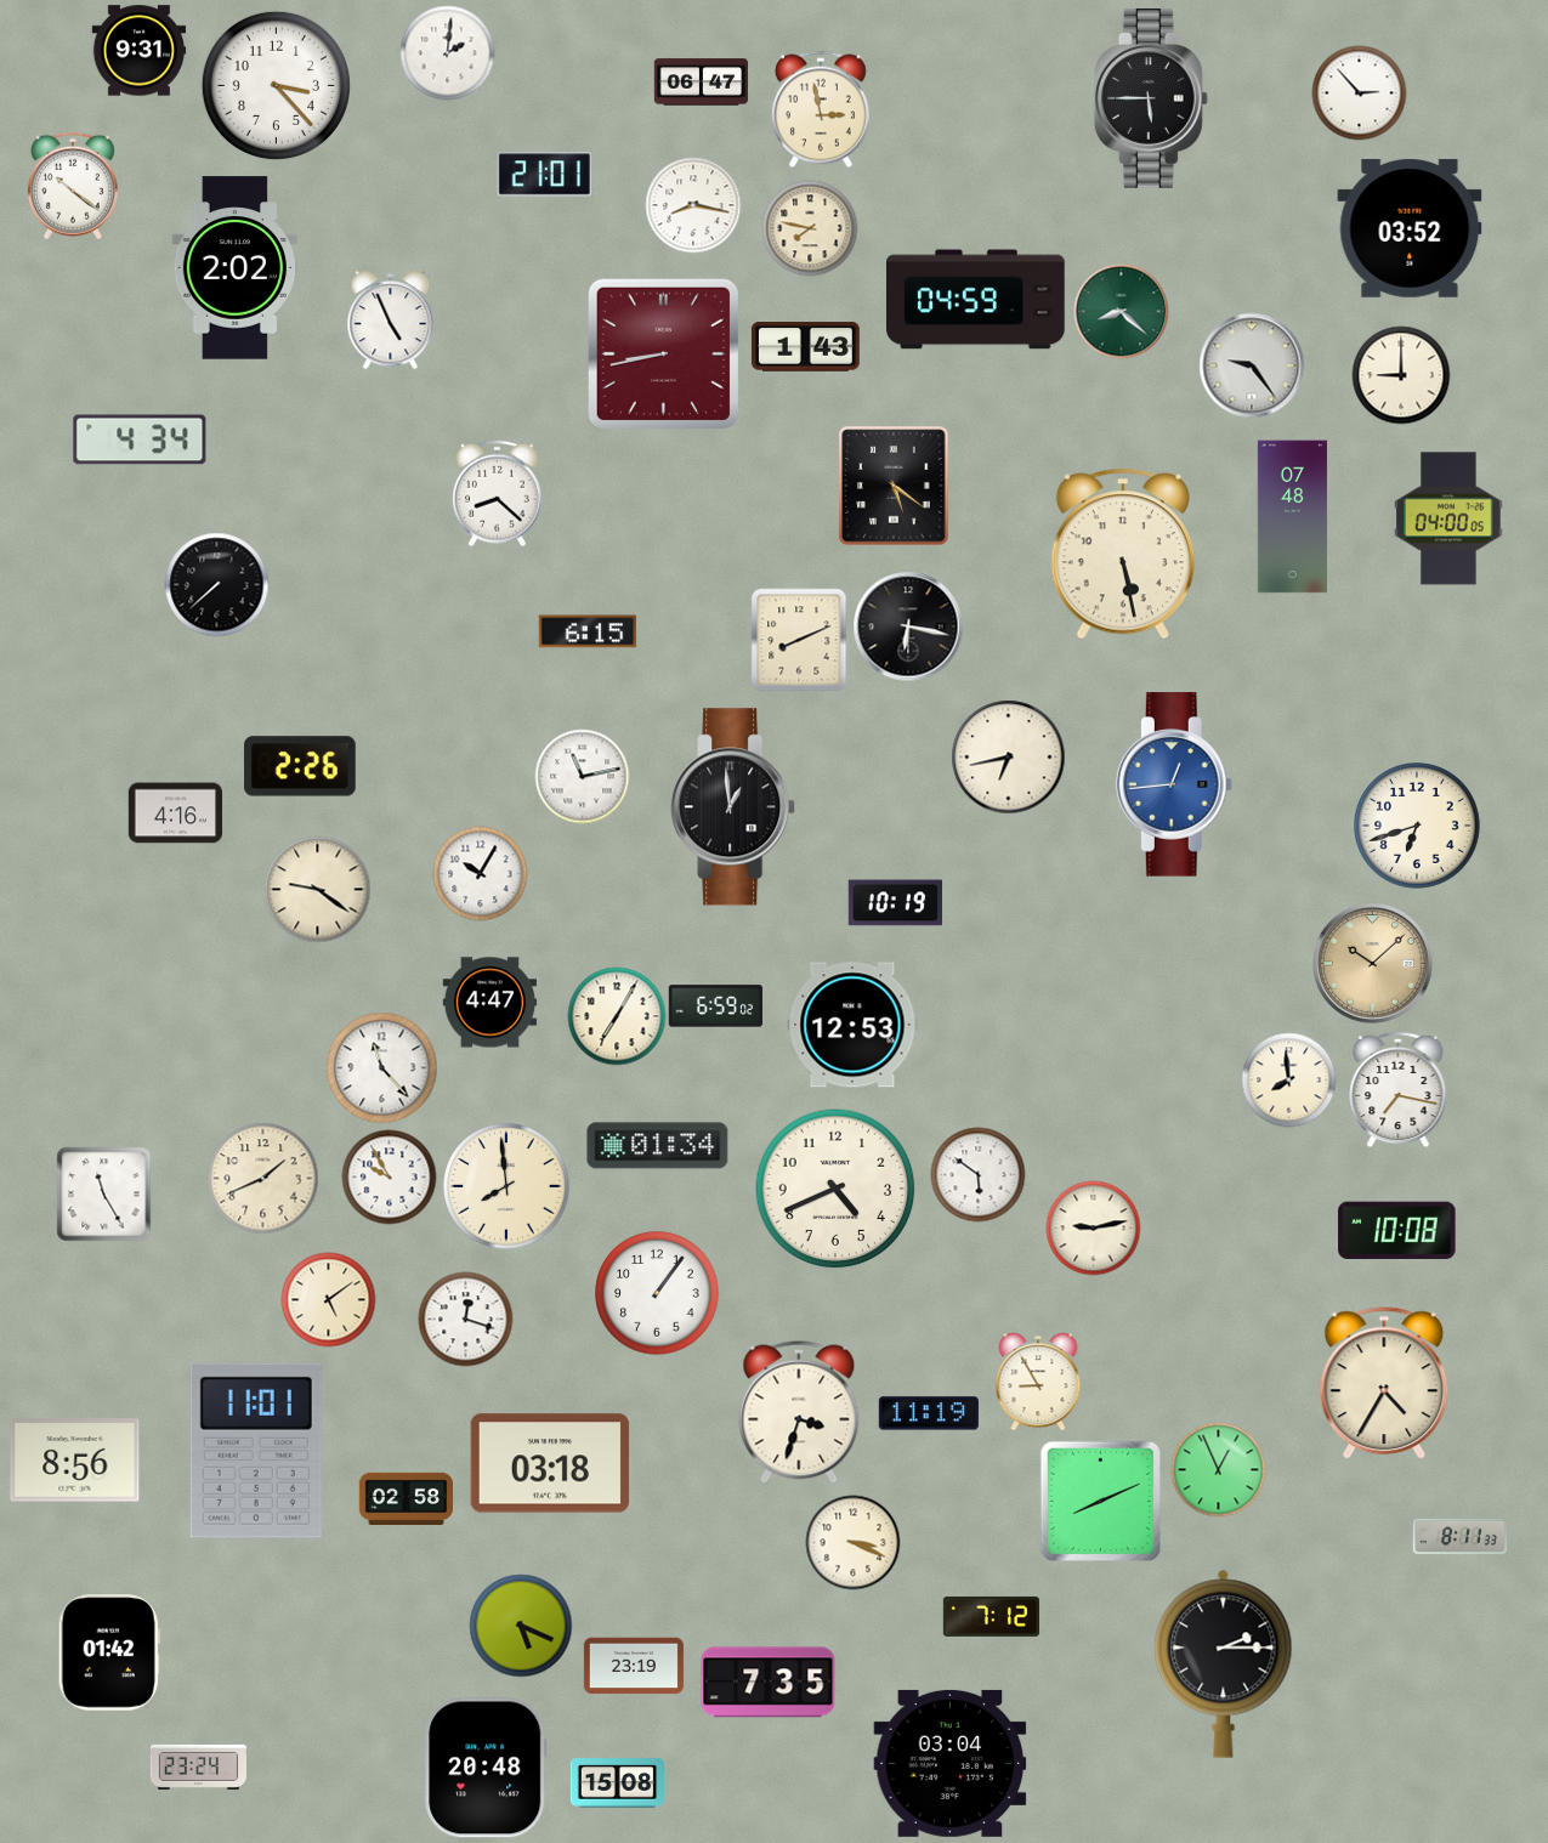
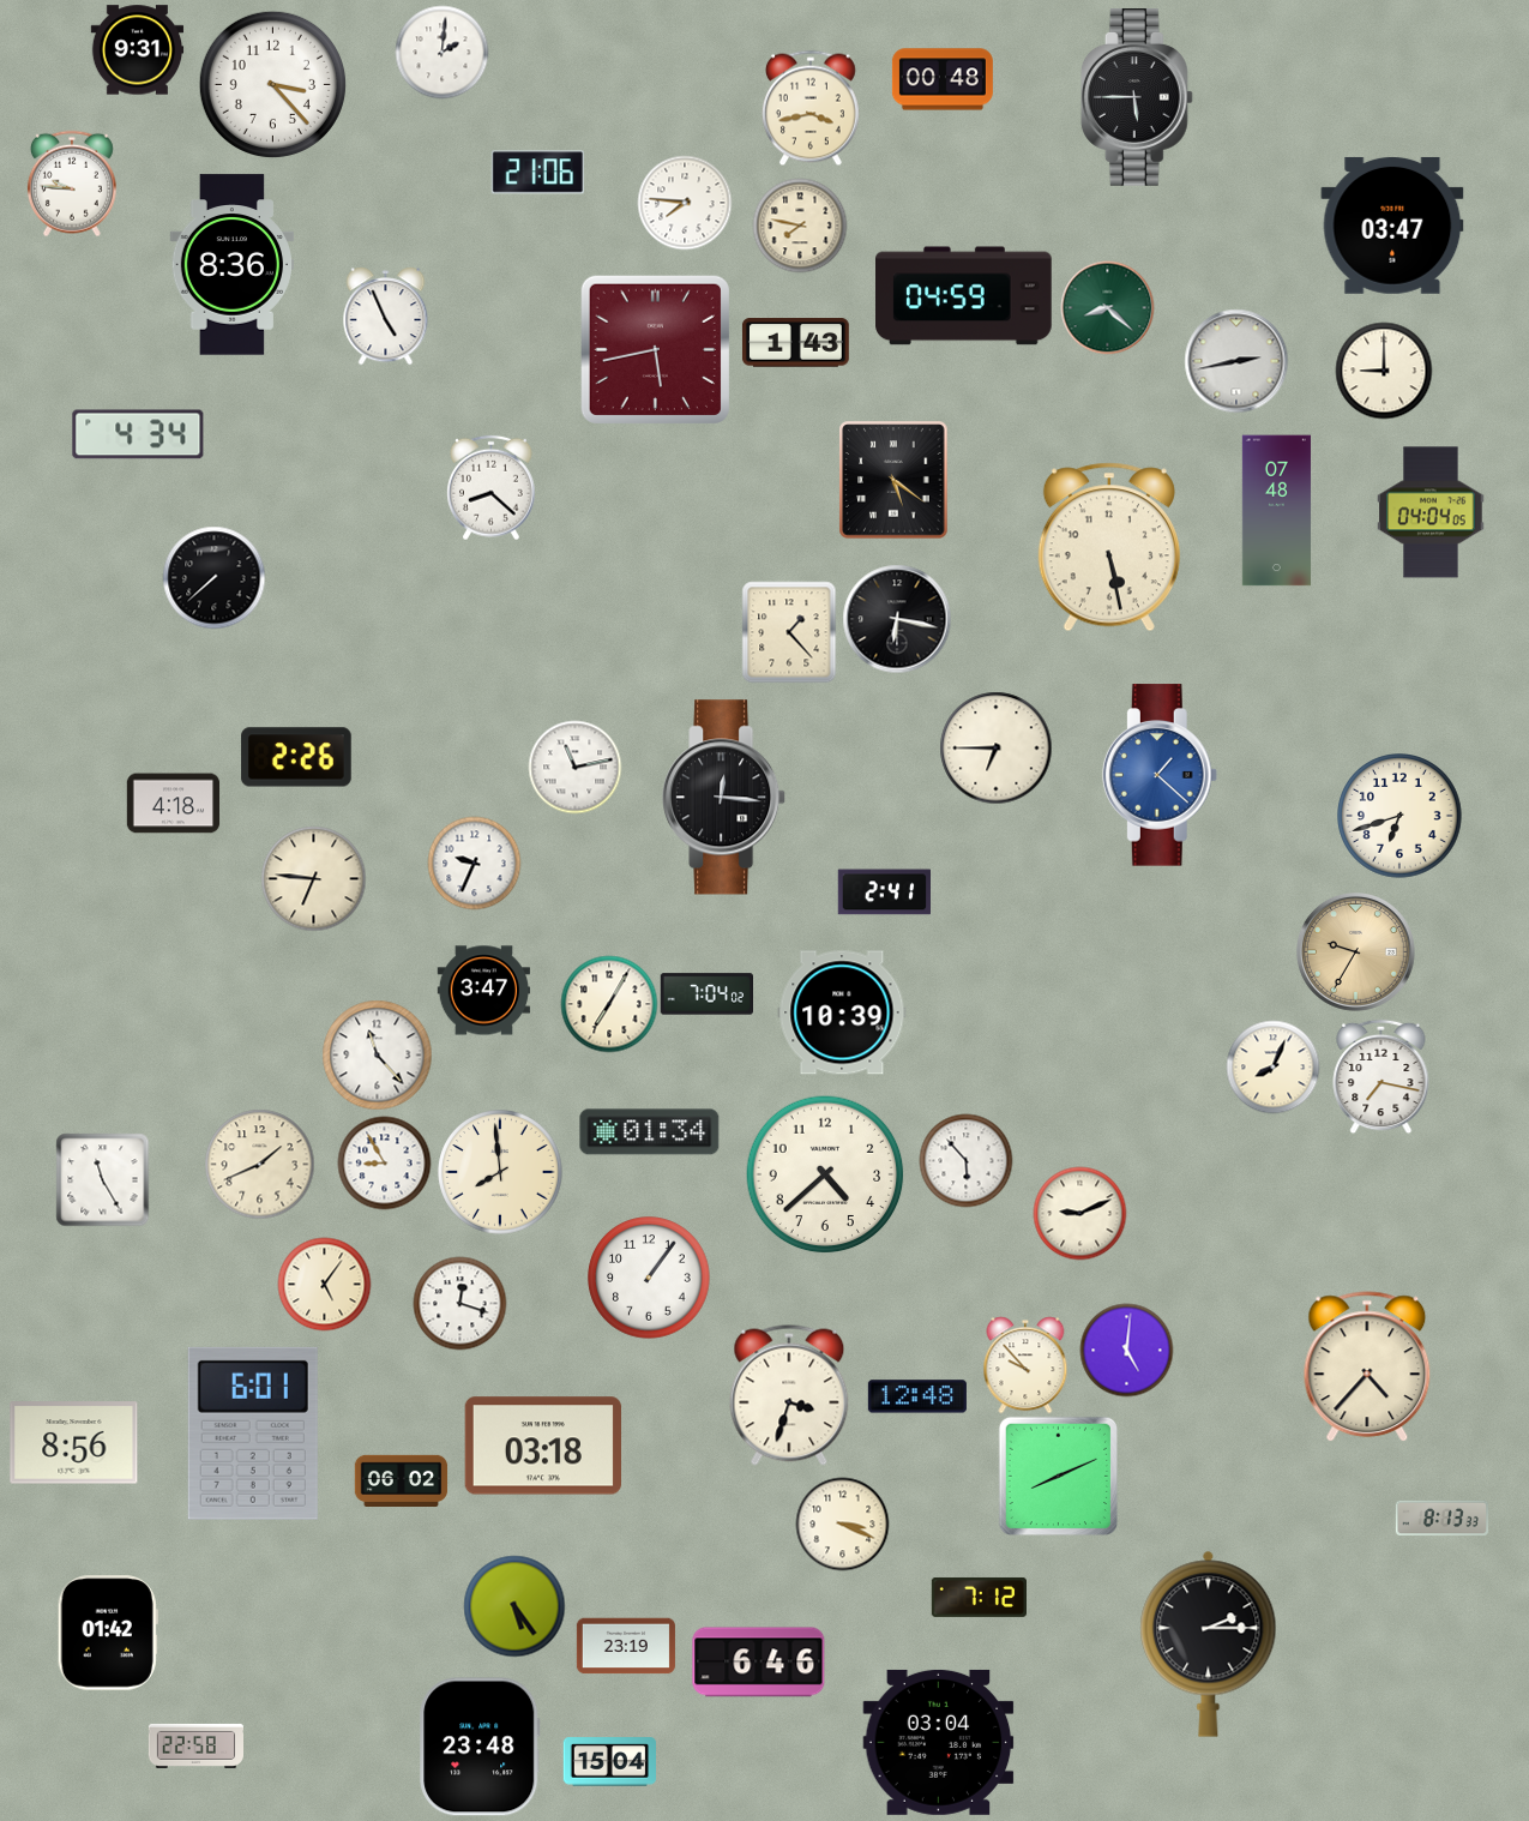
clock at (943, 79): none -> 00:48
clock at (701, 83): 06:47 -> none
clock at (1359, 92): 2:53 -> none
clock at (821, 109): 2:58 -> 3:43
clock at (544, 175): 21:01 -> 21:06
clock at (73, 186): 10:21 -> 9:46
clock at (693, 205): 8:17 -> 7:46
clock at (1410, 228): 03:52 -> 03:47
clock at (234, 268): 2:02 -> 8:36
clock at (663, 353): 8:43 -> 5:43
clock at (1252, 365): 9:24 -> 2:43
clock at (894, 486) position: (894, 486) -> (893, 480)
clock at (1448, 518): 04:00 -> 04:04
clock at (588, 631): 6:15 -> none
clock at (799, 640): 8:11 -> 1:23
clock at (1008, 756): 6:43 -> 6:45
clock at (1174, 784): 12:44 -> 1:22
clock at (733, 807): 12:59 -> 12:16
clock at (175, 813): 4:16 -> 4:18
clock at (480, 873): 10:05 -> 9:34
clock at (317, 889): 9:21 -> 6:46
clock at (895, 903): 10:19 -> 2:41
clock at (1373, 964): 10:08 -> 9:35
clock at (489, 1003): 4:47 -> 3:47
clock at (715, 1006): 6:59 -> 7:04
clock at (852, 1025): 12:53 -> 10:39
clock at (1288, 1079): 7:59 -> 8:04
clock at (977, 1174): 5:51 -> 5:53
clock at (389, 1176): 9:55 -> 8:55
clock at (835, 1189): 4:41 -> 4:38
clock at (1093, 1227): 9:13 -> 9:11
clock at (1397, 1230): 10:08 -> none
clock at (328, 1299): 5:09 -> 5:06
clock at (1126, 1350): none -> 5:01
clock at (1038, 1382): 8:55 -> 9:53
clock at (1384, 1383): 4:35 -> 4:37
clock at (929, 1413): 11:19 -> 12:48
clock at (256, 1451): 11:01 -> 6:01
clock at (1218, 1469): 12:56 -> none
clock at (406, 1498): 02:58 -> 06:02
clock at (1100, 1501) position: (1100, 1501) -> (1058, 1476)
clock at (1459, 1536): 8:11 -> 8:13
clock at (521, 1626): 5:19 -> 5:24
clock at (769, 1683): 7:35 -> 6:46
clock at (198, 1767): 23:24 -> 22:58
clock at (486, 1768): 20:48 -> 23:48
clock at (617, 1784): 15:08 -> 15:04
